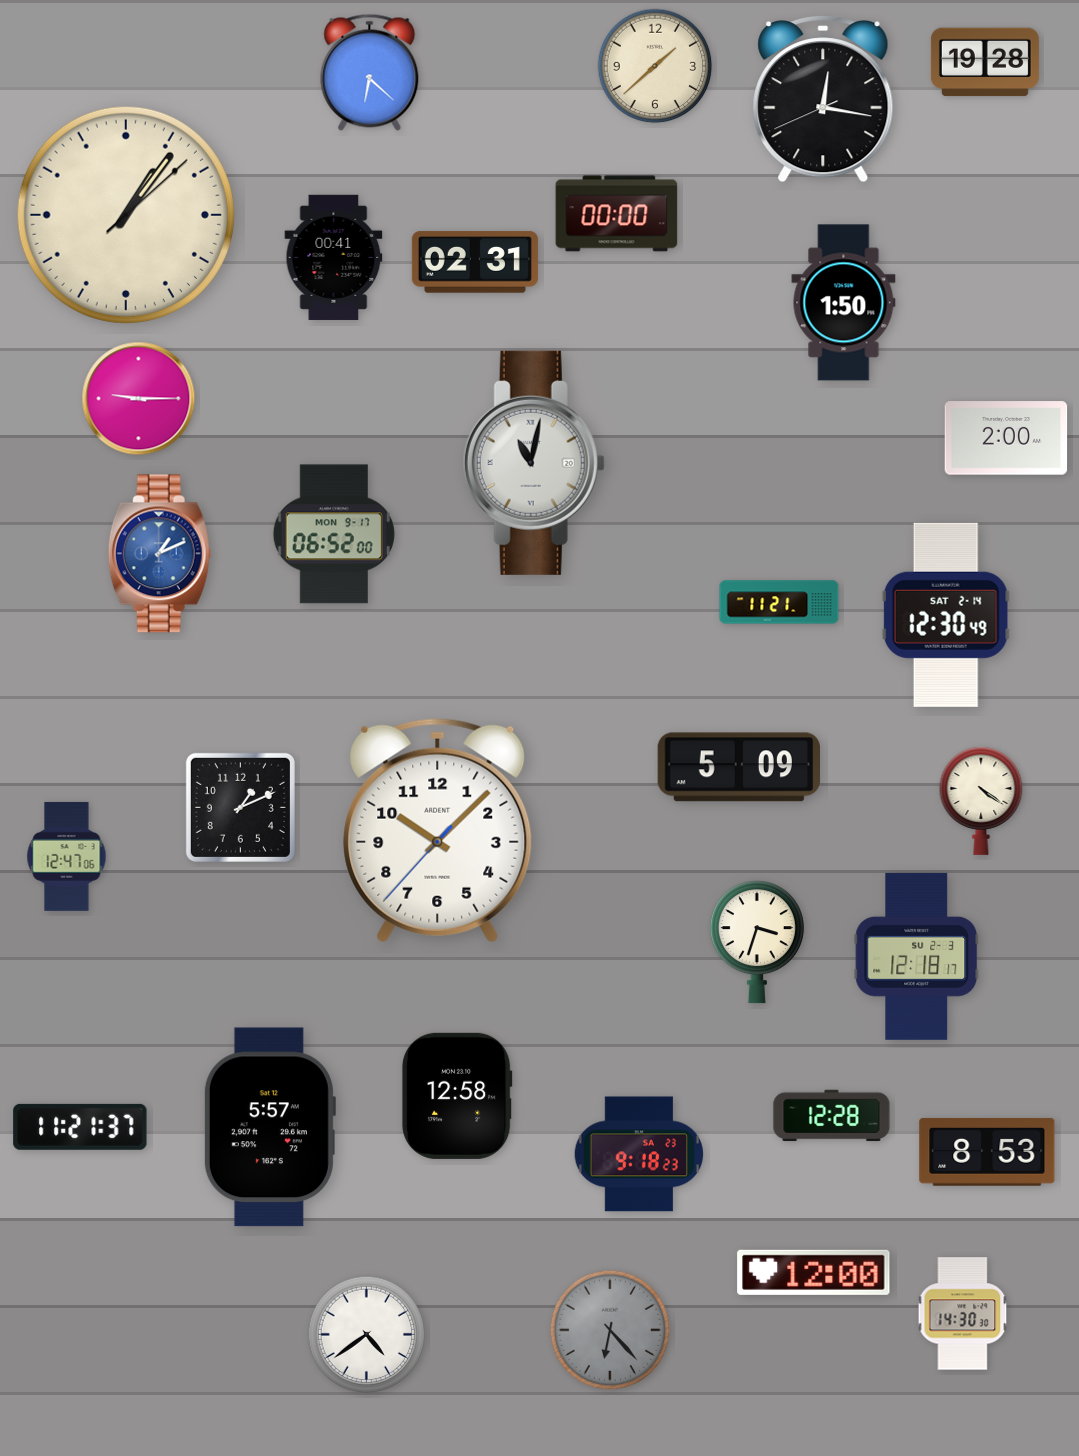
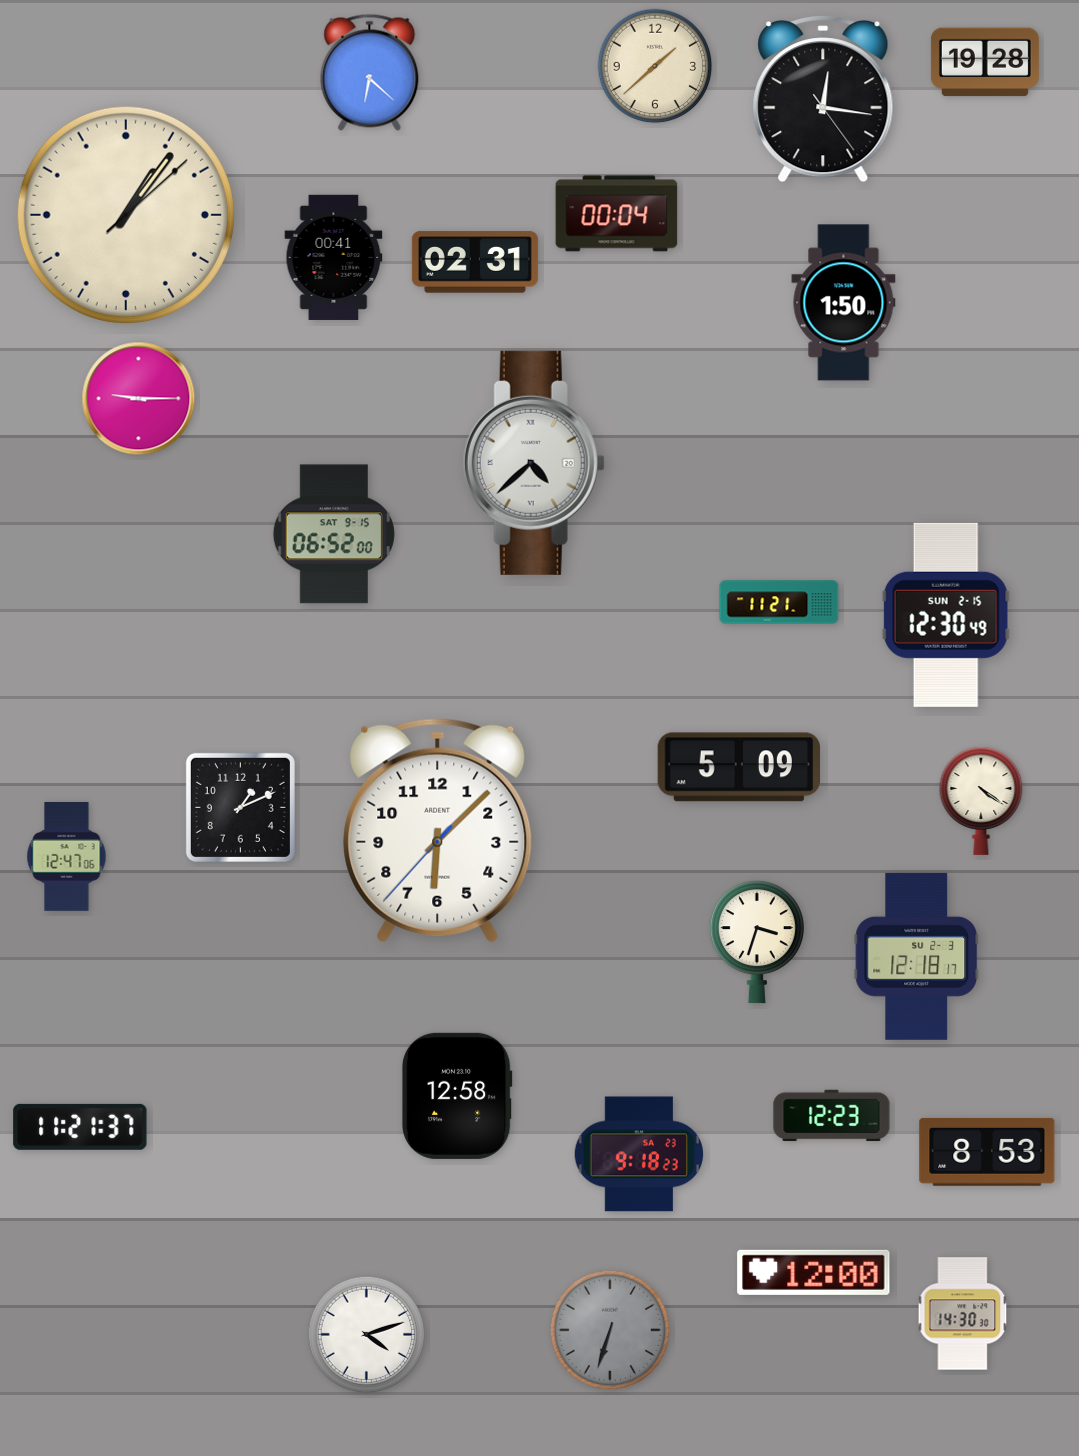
clock at (823, 100): 12:16:41 -> 12:16:24
clock at (617, 214): 00:00 -> 00:04
clock at (1006, 438): 2:00 -> none
clock at (534, 463): 11:02 -> 4:38
clock at (334, 534) date: MON 9-17 -> SAT 9-15
clock at (159, 554): 1:11 -> none
clock at (946, 615) date: SAT 2-14 -> SUN 2-15
clock at (438, 831): 10:07 -> 6:07
clock at (832, 1116): 12:28 -> 12:23
clock at (269, 1127): 5:57 -> none
clock at (610, 1330): 6:23 -> 6:33
clock at (367, 1335): 4:39 -> 4:12
